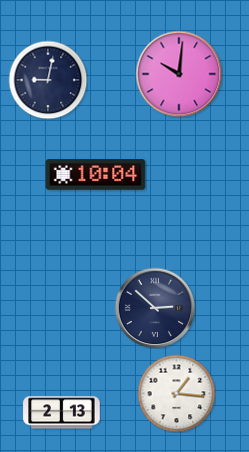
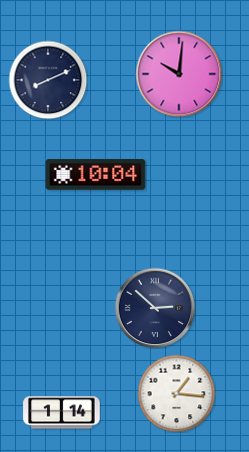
clock at (48, 80): 9:02 -> 8:11
clock at (62, 413): 2:13 -> 1:14
